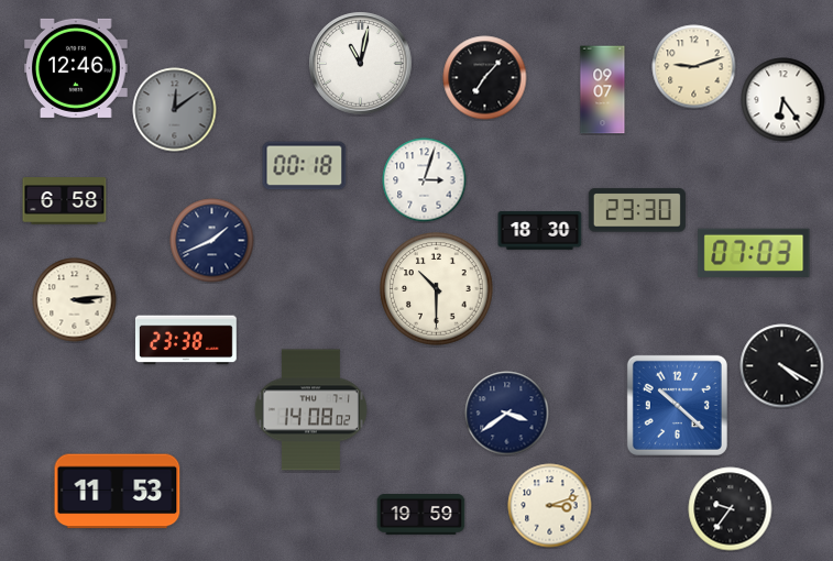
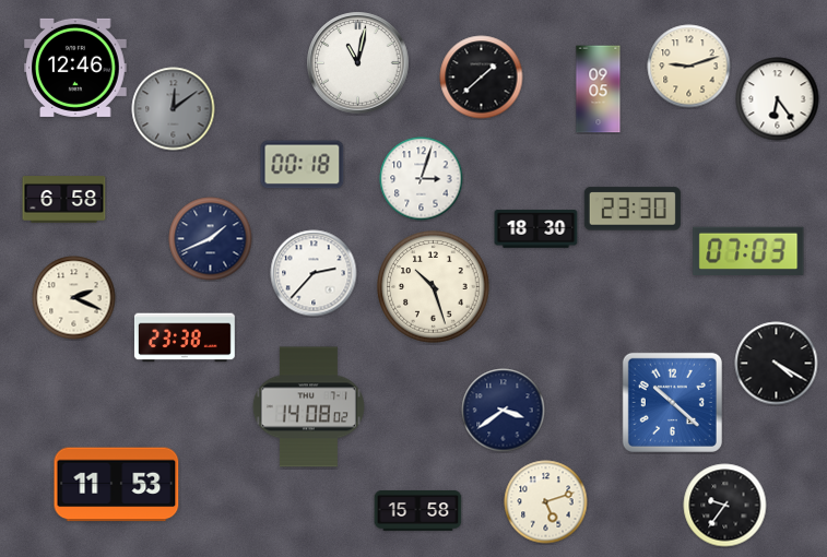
clock at (485, 78): 7:07 -> 1:38
clock at (603, 90): 09:07 -> 09:05
clock at (314, 273): none -> 2:37
clock at (437, 289): 10:30 -> 10:27
clock at (75, 300): 3:14 -> 2:19
clock at (118, 492) position: (118, 492) -> (117, 485)
clock at (550, 506): 3:12 -> 5:12
clock at (421, 515): 19:59 -> 15:58
